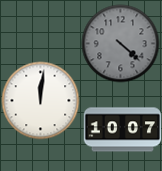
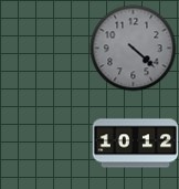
clock at (40, 100): 12:01 -> none
clock at (122, 130): 10:07 -> 10:12
